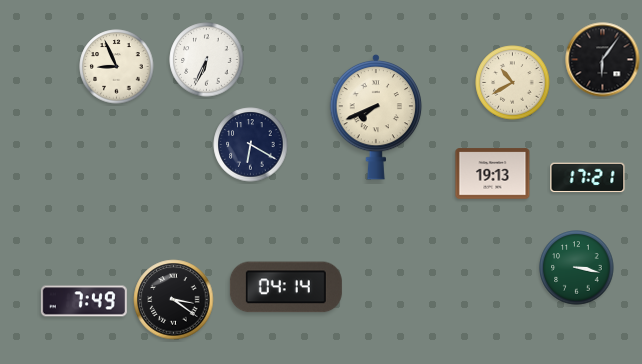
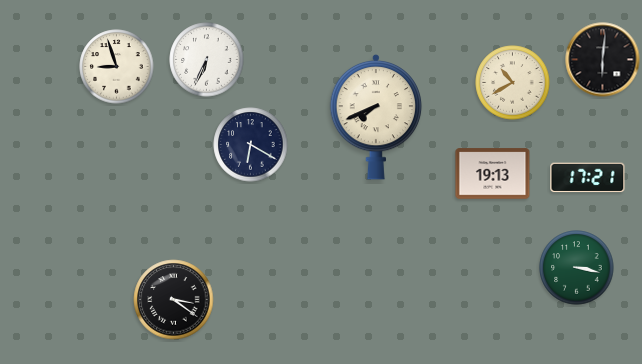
clock at (603, 60): 6:06 -> 6:01
clock at (117, 67): 8:56 -> 8:57
clock at (286, 287): 04:14 -> none
clock at (84, 301): 7:49 -> none
